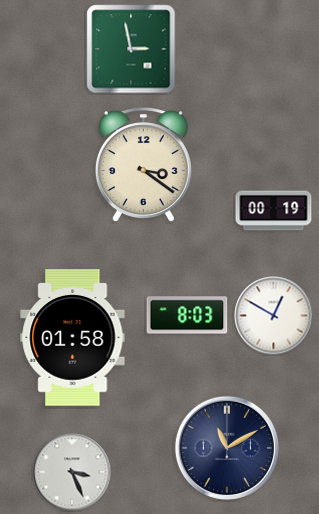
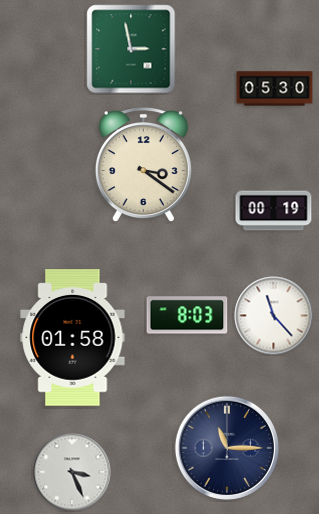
clock at (275, 89): none -> 05:30
clock at (274, 316): 12:50 -> 11:23
clock at (227, 448): 11:10 -> 11:15
